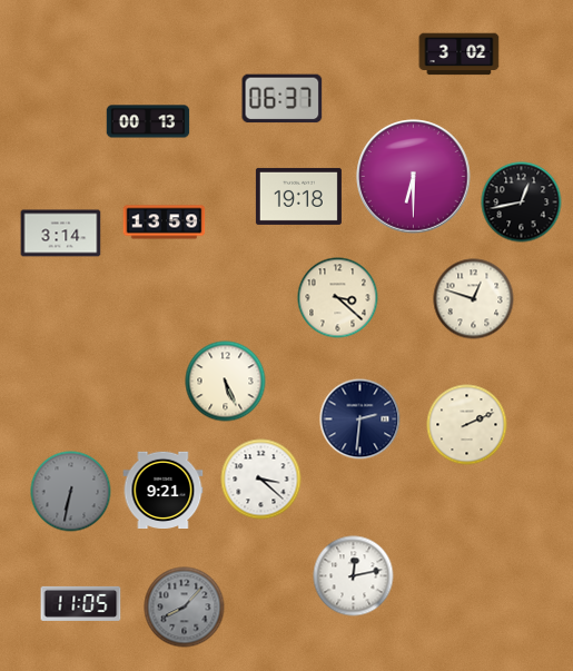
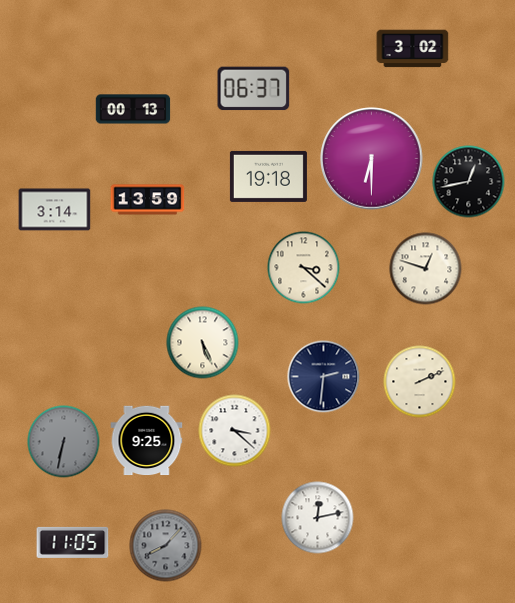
clock at (164, 491): 9:21 -> 9:25
